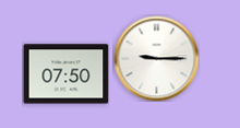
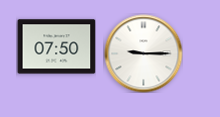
clock at (65, 74) position: (65, 74) -> (56, 47)
